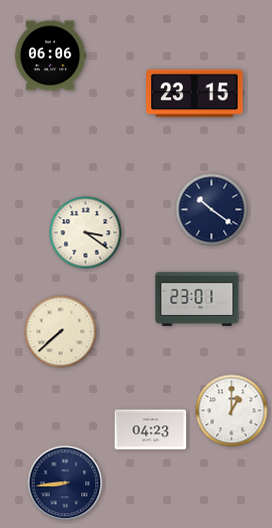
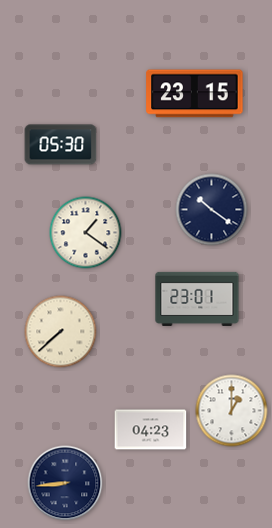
clock at (50, 56): 06:06 -> none
clock at (61, 145): none -> 05:30
clock at (86, 233): 3:21 -> 1:21
